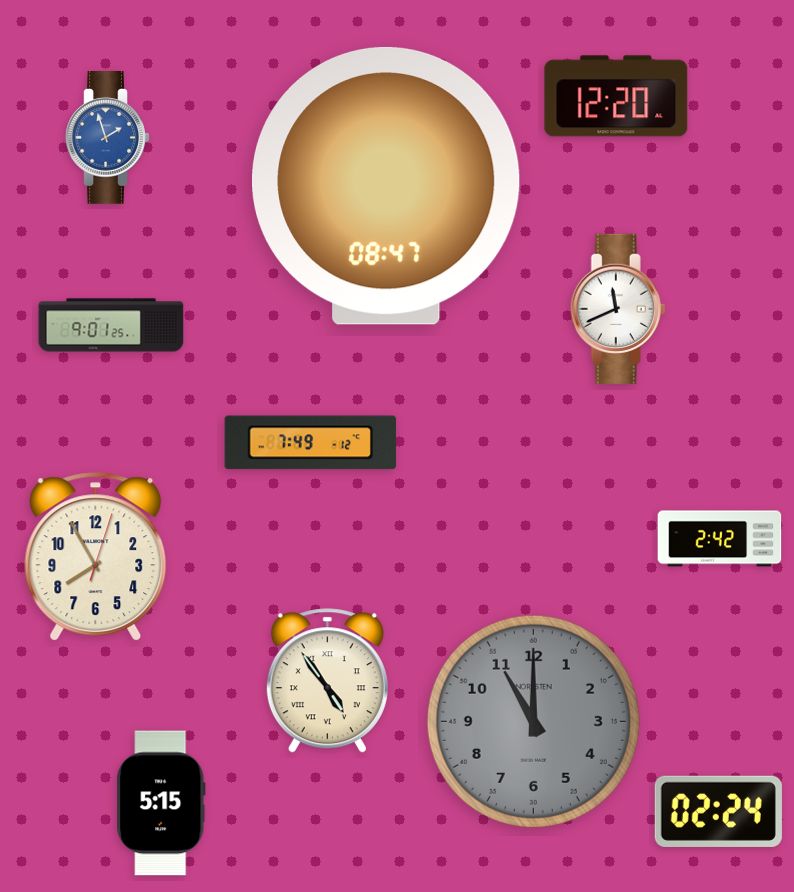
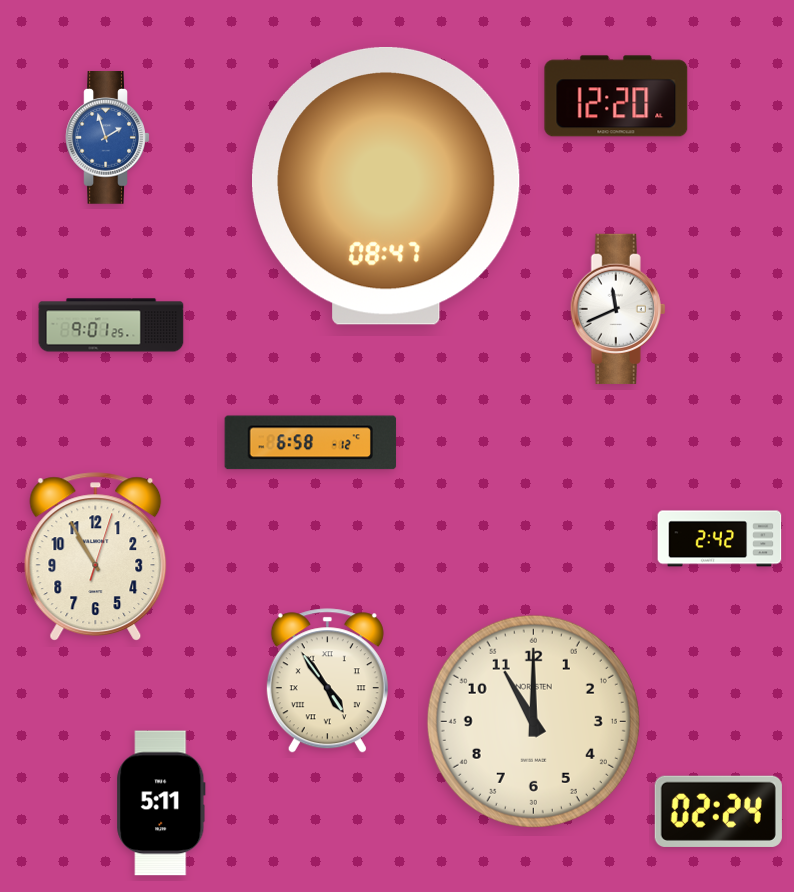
clock at (311, 443): 7:49 -> 6:58
clock at (96, 557): 7:55 -> 10:55
clock at (533, 721) dial: grey -> cream
clock at (161, 803): 5:15 -> 5:11
